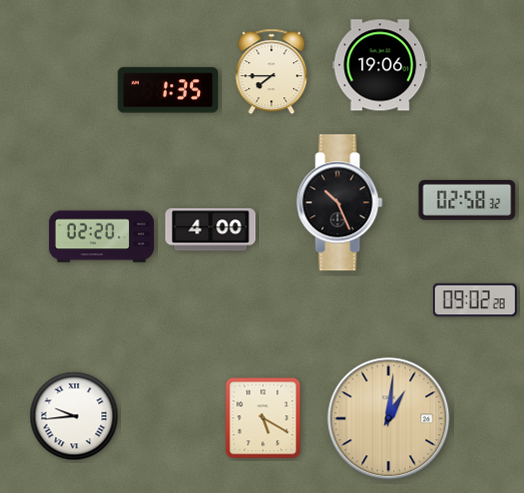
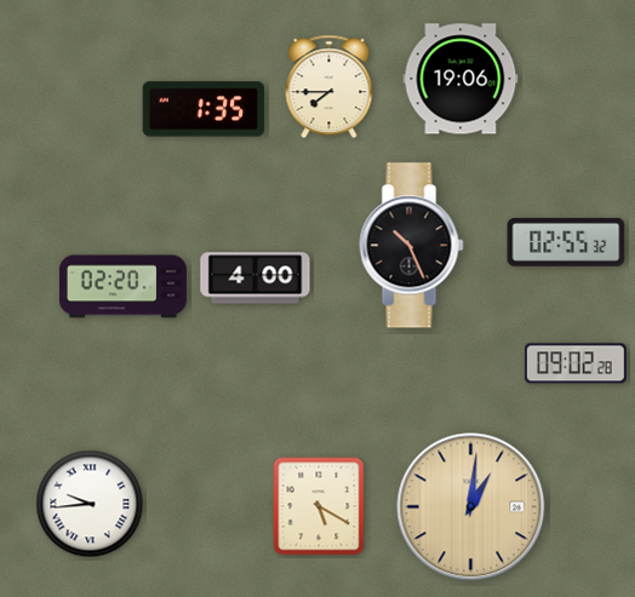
clock at (467, 200): 02:58 -> 02:55
